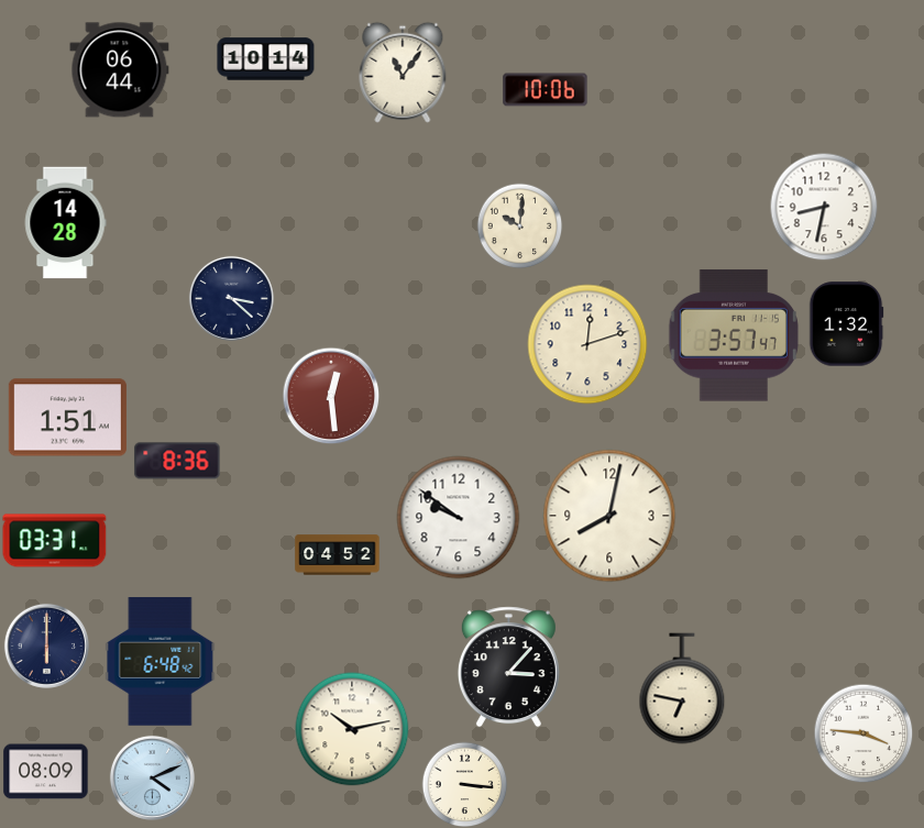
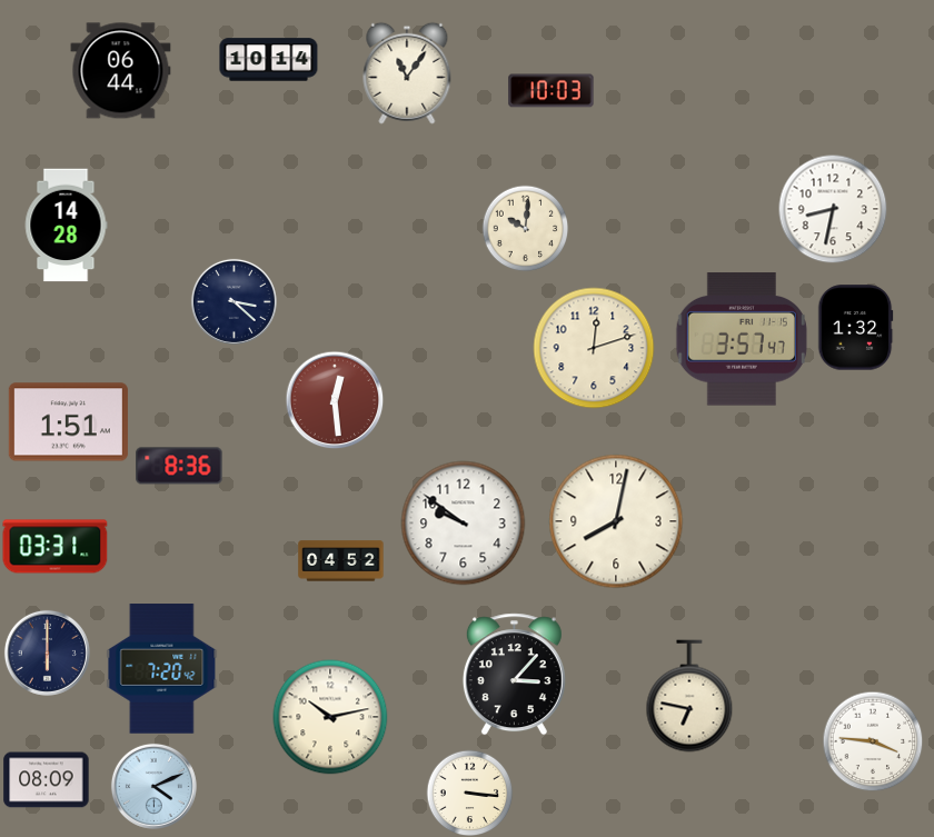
clock at (546, 90): 10:06 -> 10:03
clock at (161, 662): 6:48 -> 7:20
clock at (352, 729) position: (352, 729) -> (330, 717)
